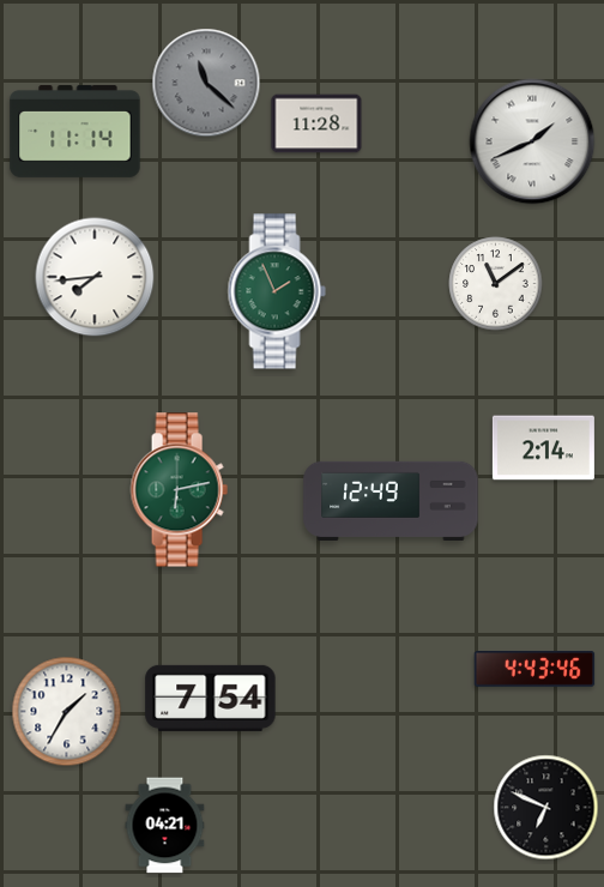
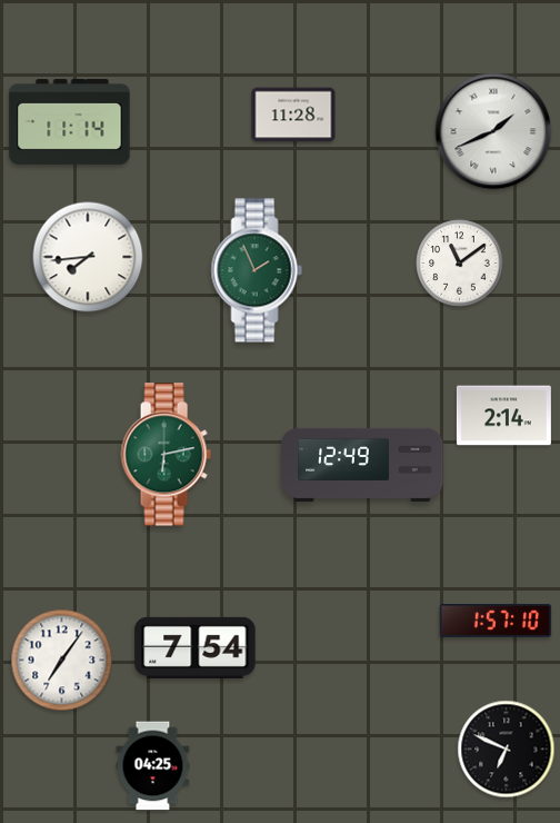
clock at (206, 83): 11:22 -> none
clock at (534, 670): 4:43 -> 1:57
clock at (67, 712): 1:35 -> 7:06
clock at (165, 826): 04:21 -> 04:25
